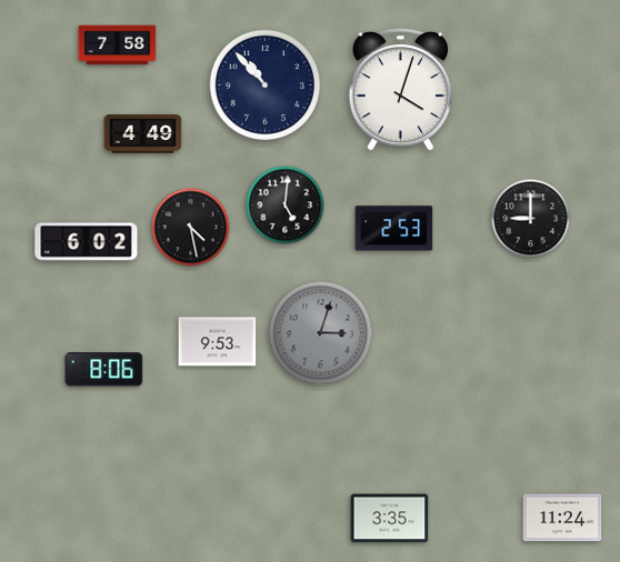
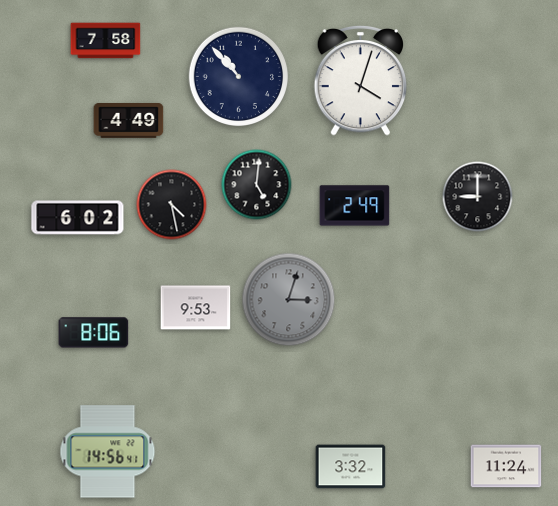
clock at (394, 229): 2:53 -> 2:49
clock at (108, 452): none -> 14:56
clock at (390, 519): 3:35 -> 3:32
